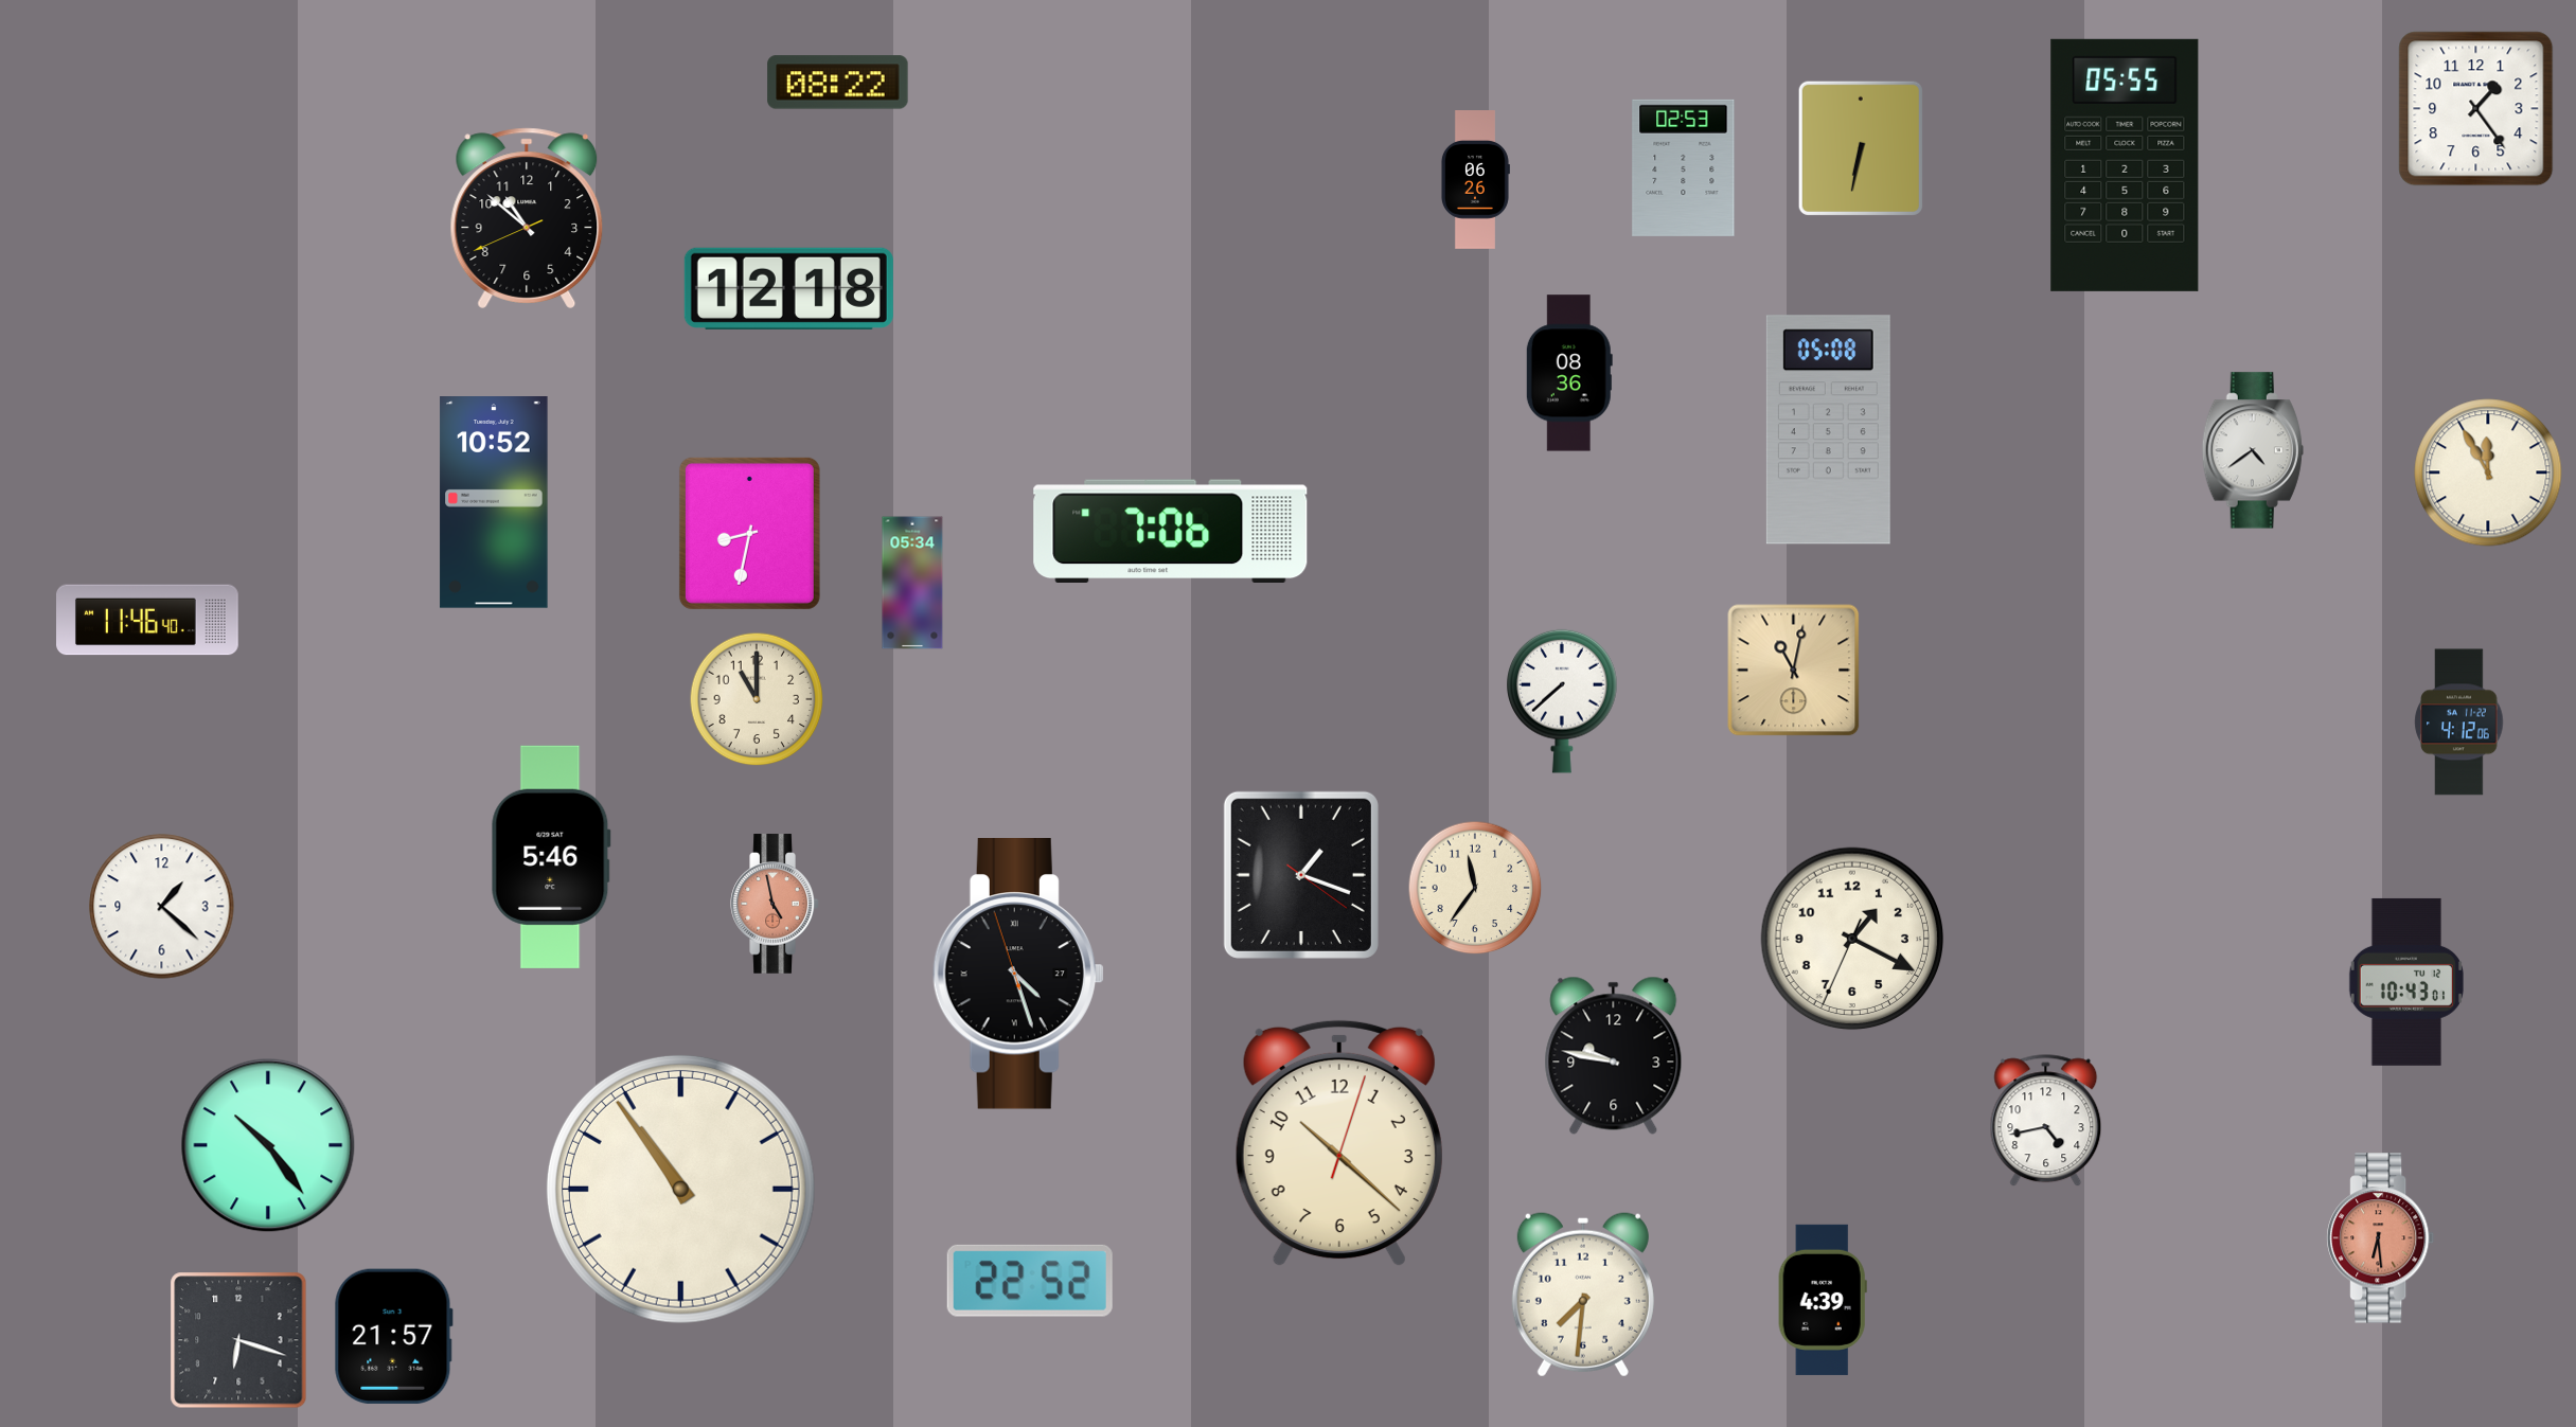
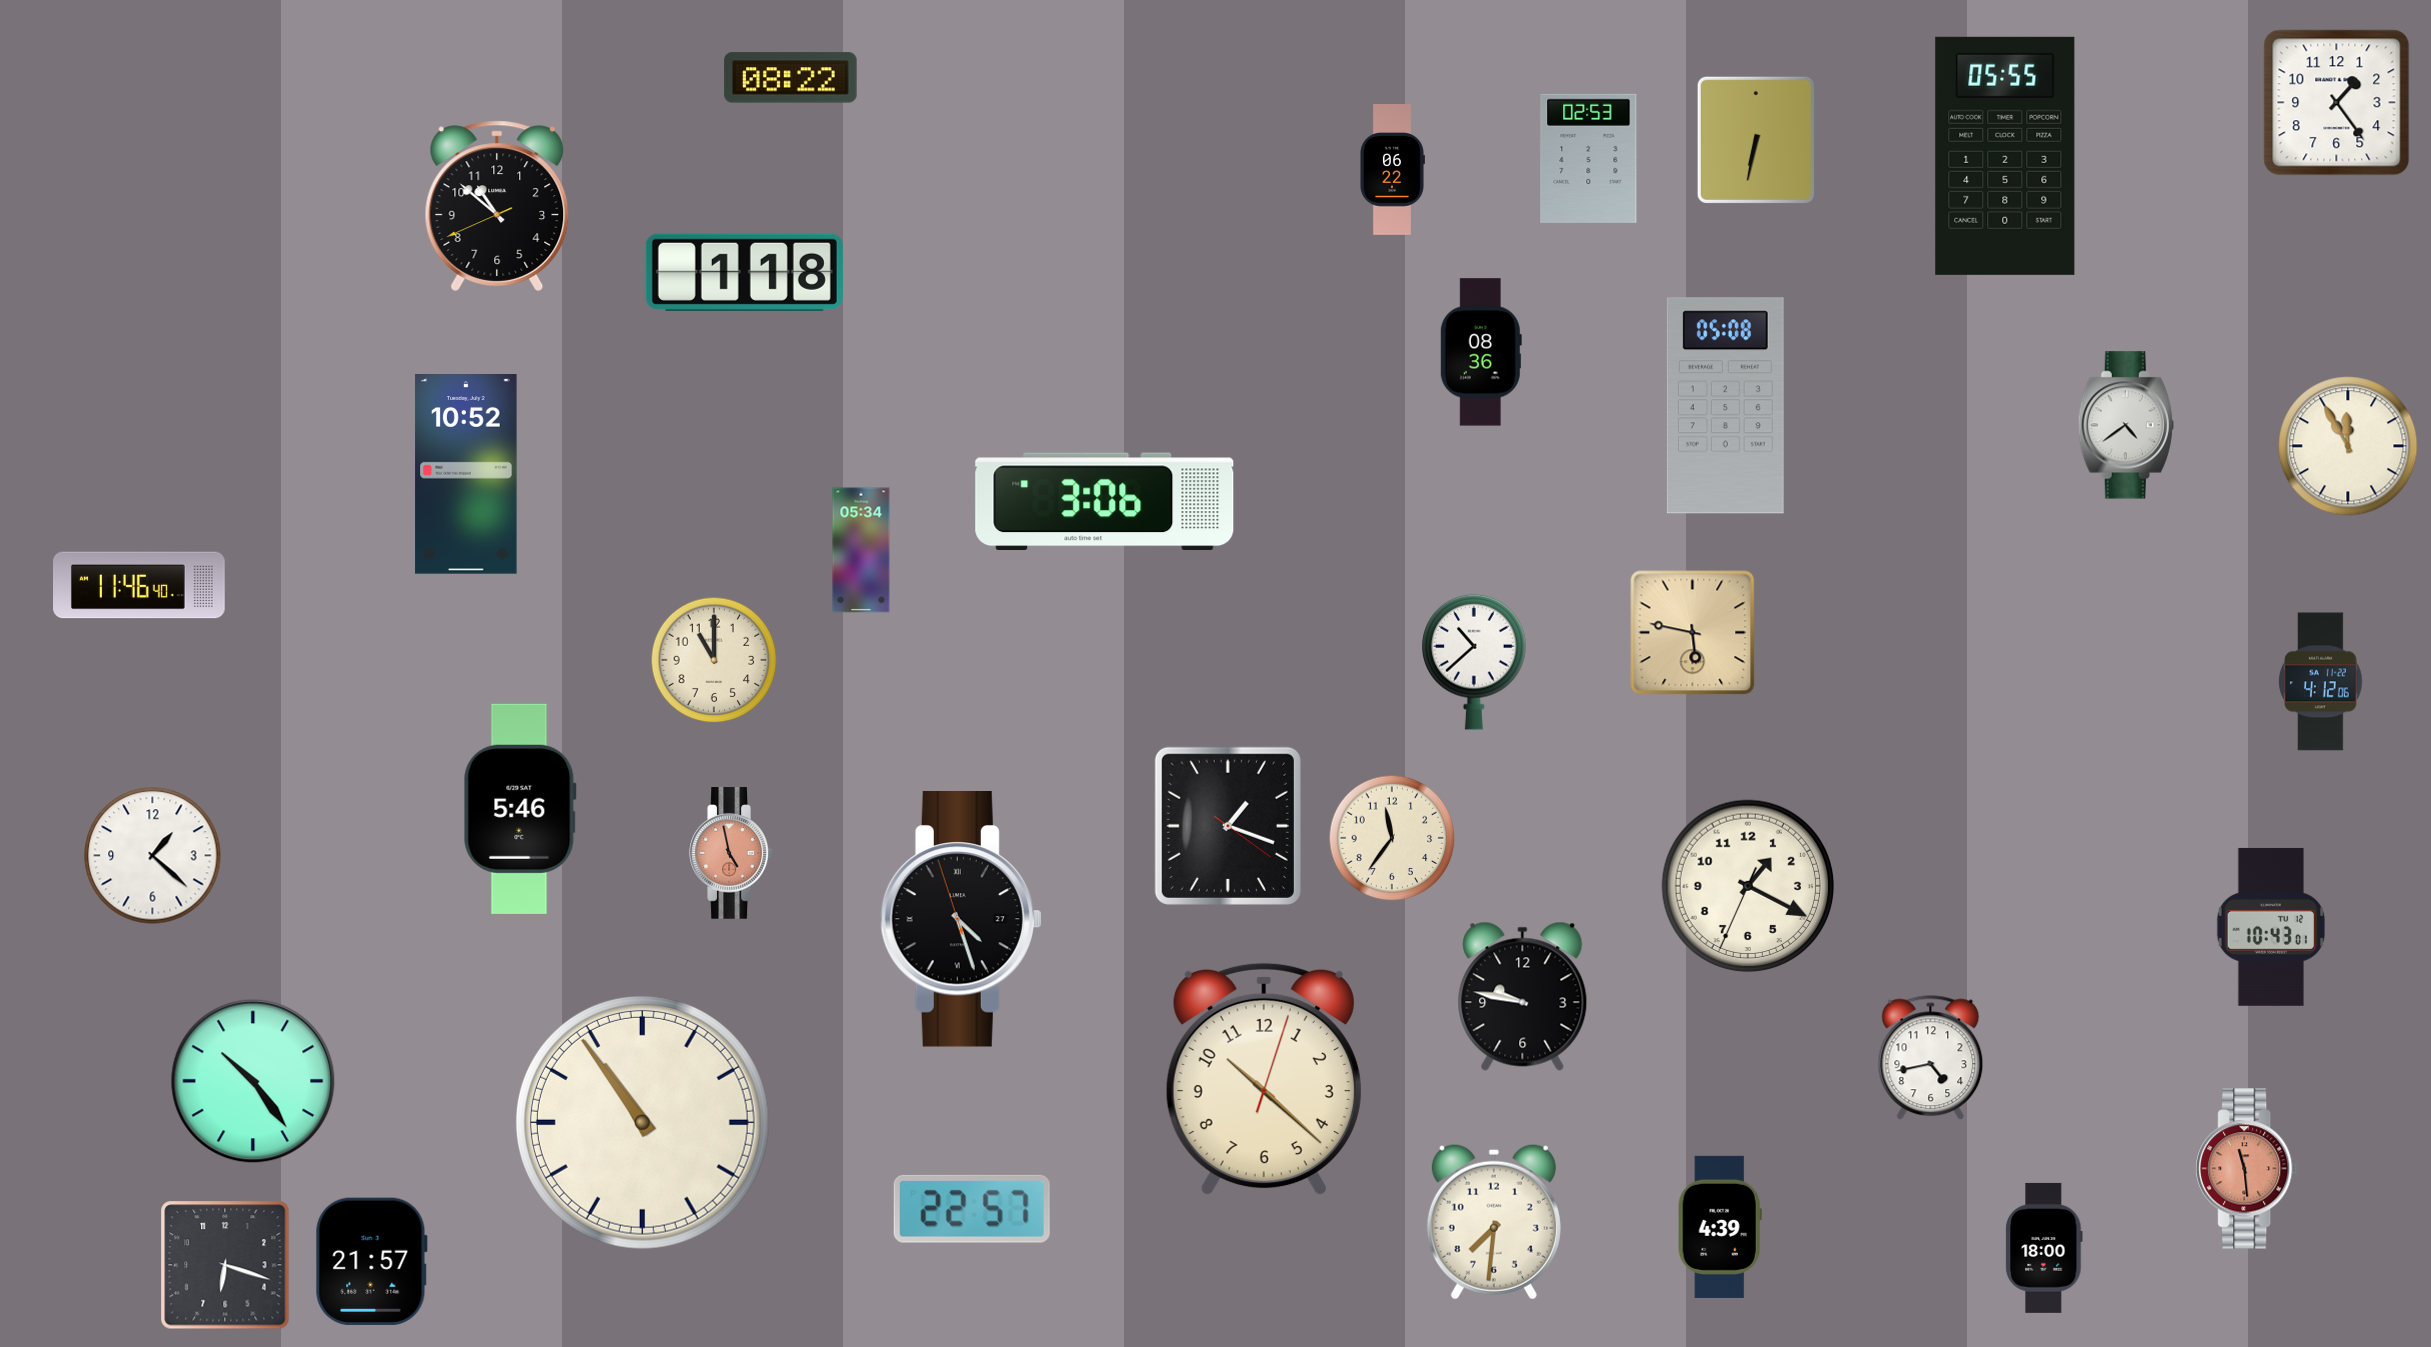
clock at (1475, 180): 06:26 -> 06:22
clock at (788, 288): 12:18 -> 1:18
clock at (1171, 531): 7:06 -> 3:06
clock at (749, 533): 8:32 -> none
clock at (1794, 671): 11:02 -> 5:47
clock at (1562, 701): 7:38 -> 10:38
clock at (2381, 1238): 6:29 -> 11:29
clock at (1030, 1281): 22:52 -> 22:57
clock at (2044, 1248): none -> 18:00
